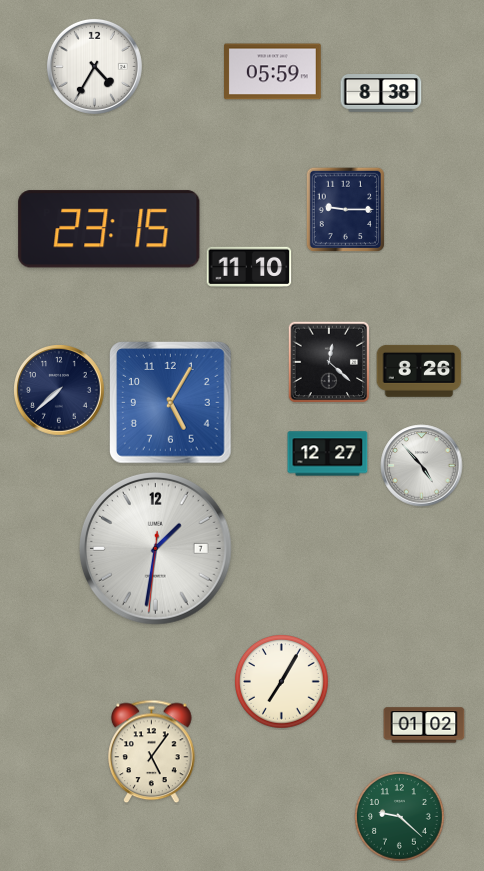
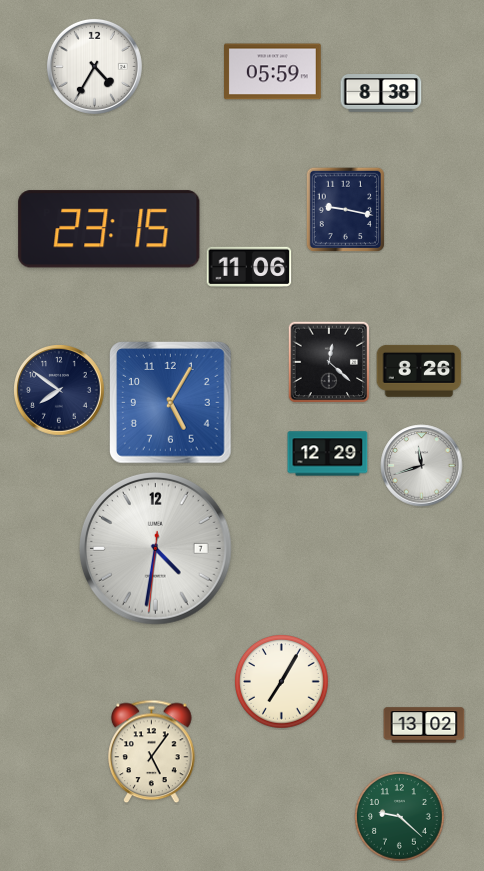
clock at (345, 209): 9:15 -> 9:17
clock at (249, 266): 11:10 -> 11:06
clock at (60, 391): 7:38 -> 7:51
clock at (328, 454): 12:27 -> 12:29
clock at (422, 466): 4:53 -> 11:42
clock at (155, 548): 1:31 -> 4:31
clock at (424, 725): 01:02 -> 13:02
